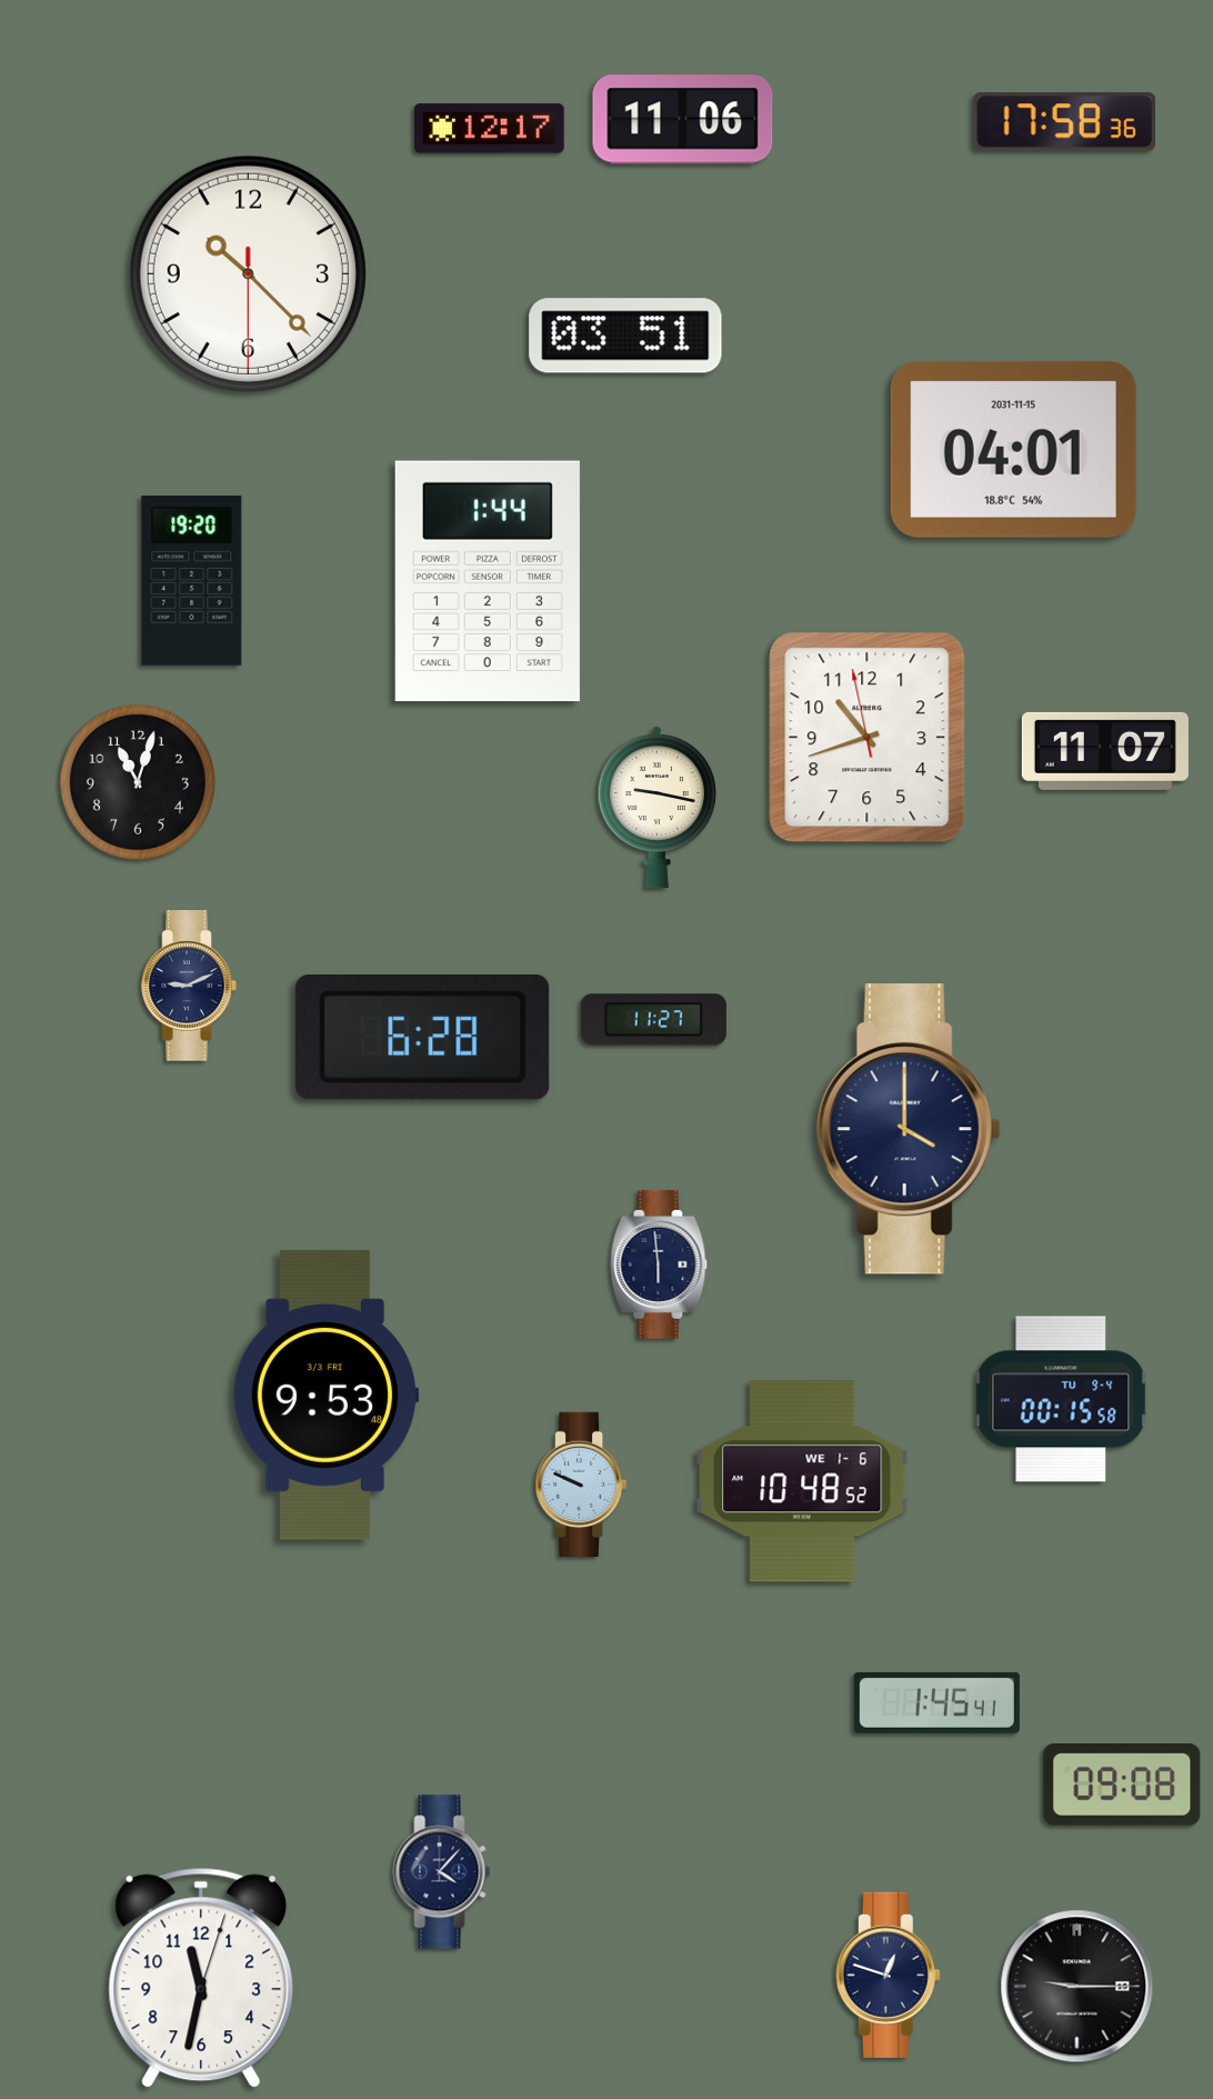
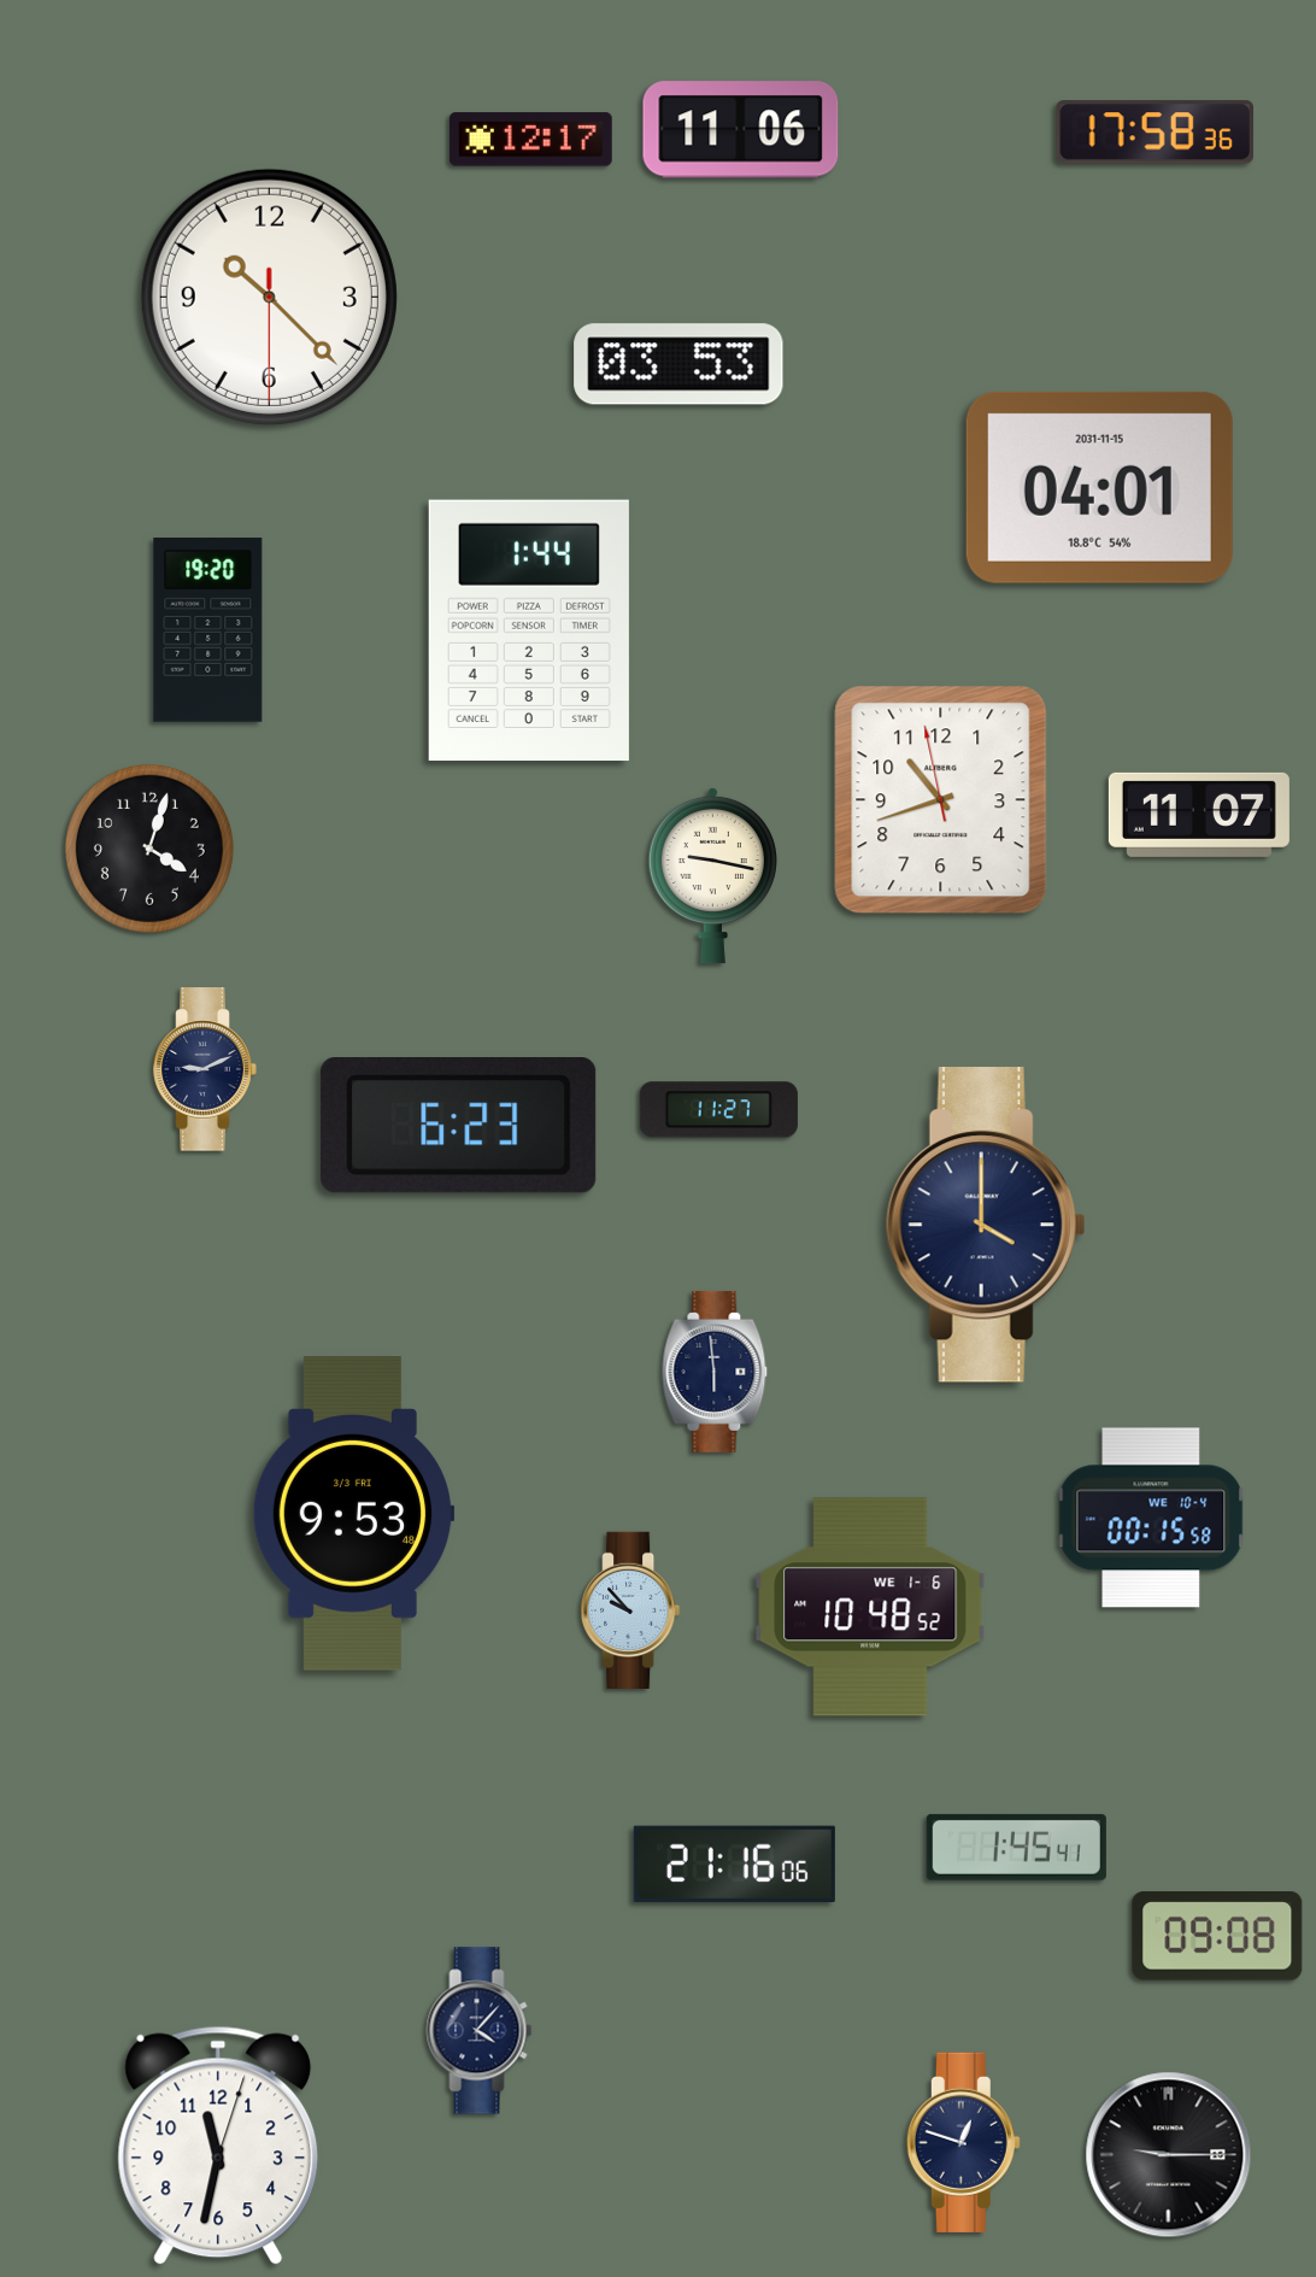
clock at (625, 336): 03:51 -> 03:53
clock at (138, 782): 11:03 -> 4:03
clock at (653, 1020) position: (653, 1020) -> (718, 1110)
clock at (423, 1038): 6:28 -> 6:23
clock at (1061, 1399) date: TU 9-4 -> WE 10-4
clock at (582, 1483): 9:49 -> 9:53
clock at (734, 1864): none -> 21:16
